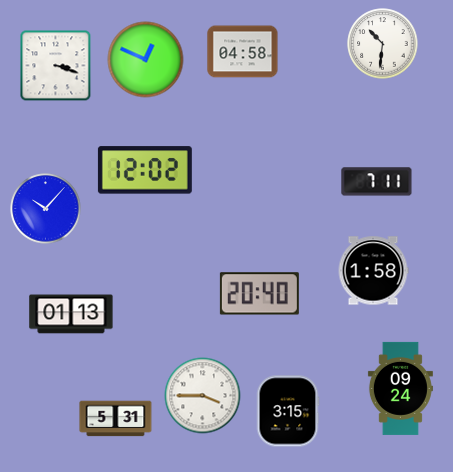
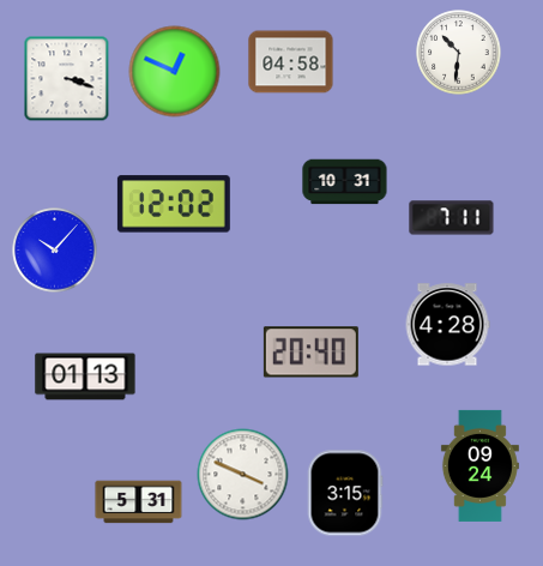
clock at (345, 182): none -> 10:31
clock at (373, 271): 1:58 -> 4:28
clock at (203, 396): 3:45 -> 3:49
